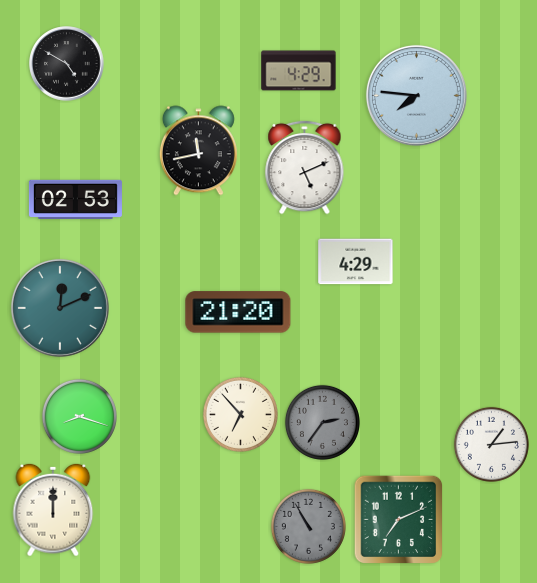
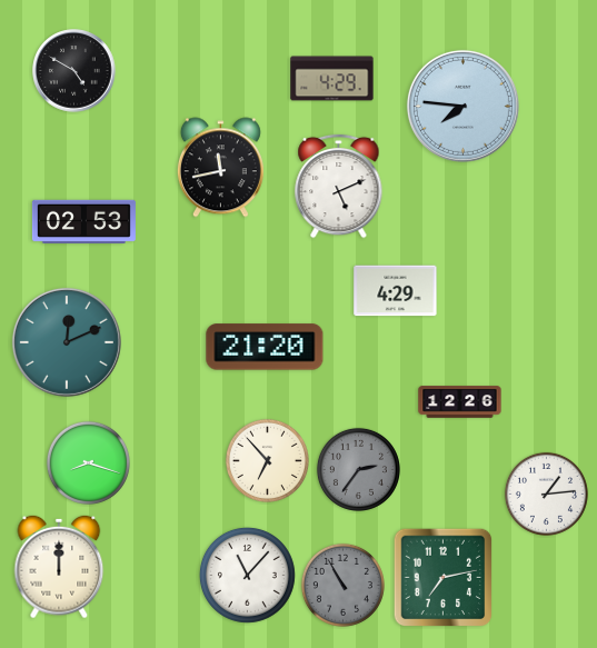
clock at (460, 402): none -> 12:26
clock at (247, 575): none -> 11:07
clock at (399, 520): 7:11 -> 7:13
